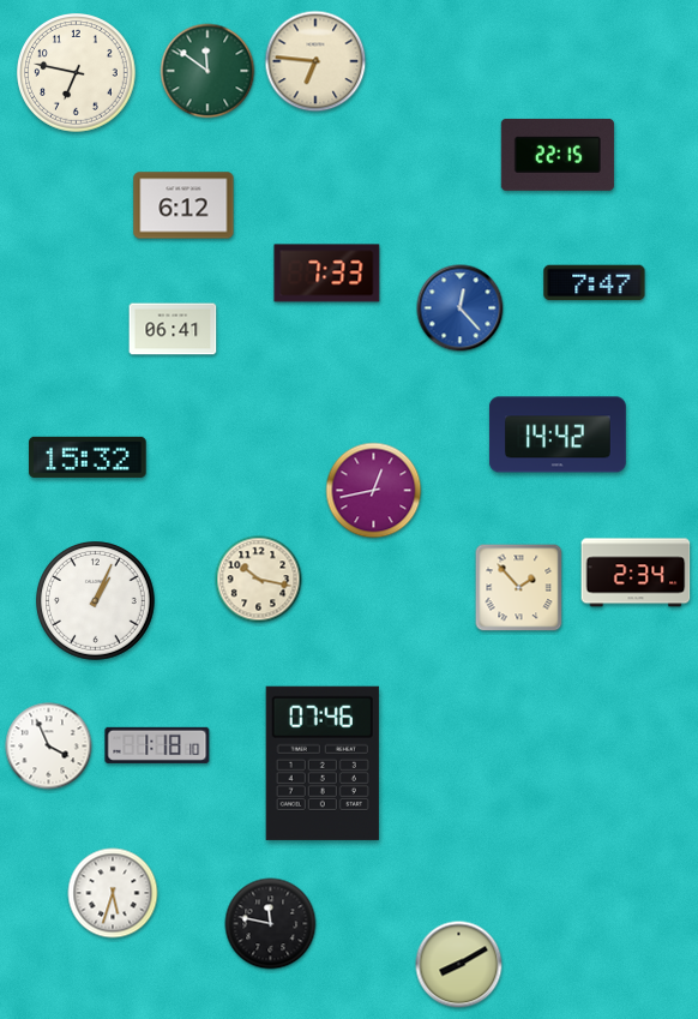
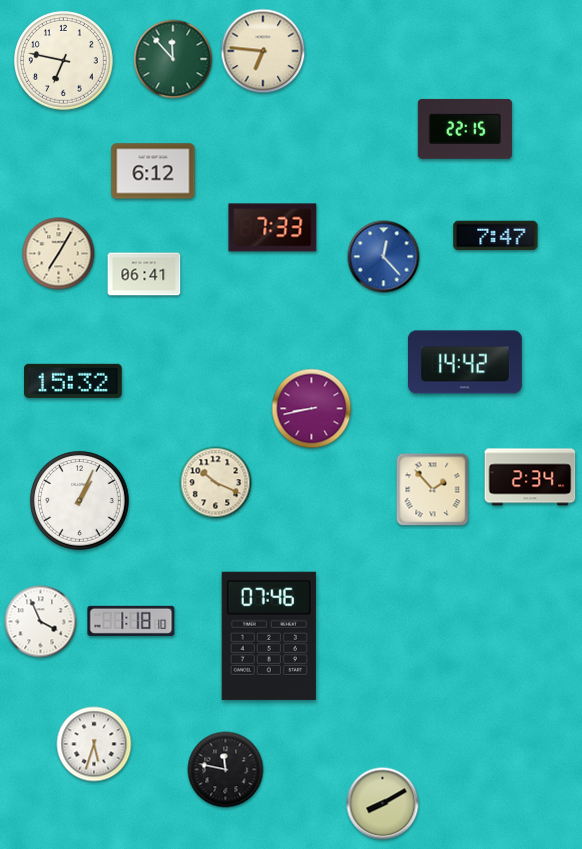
clock at (207, 71): 11:51 -> 11:53
clock at (59, 254): none -> 7:05
clock at (374, 491): 12:43 -> 8:43
clock at (259, 580): 10:17 -> 10:19
